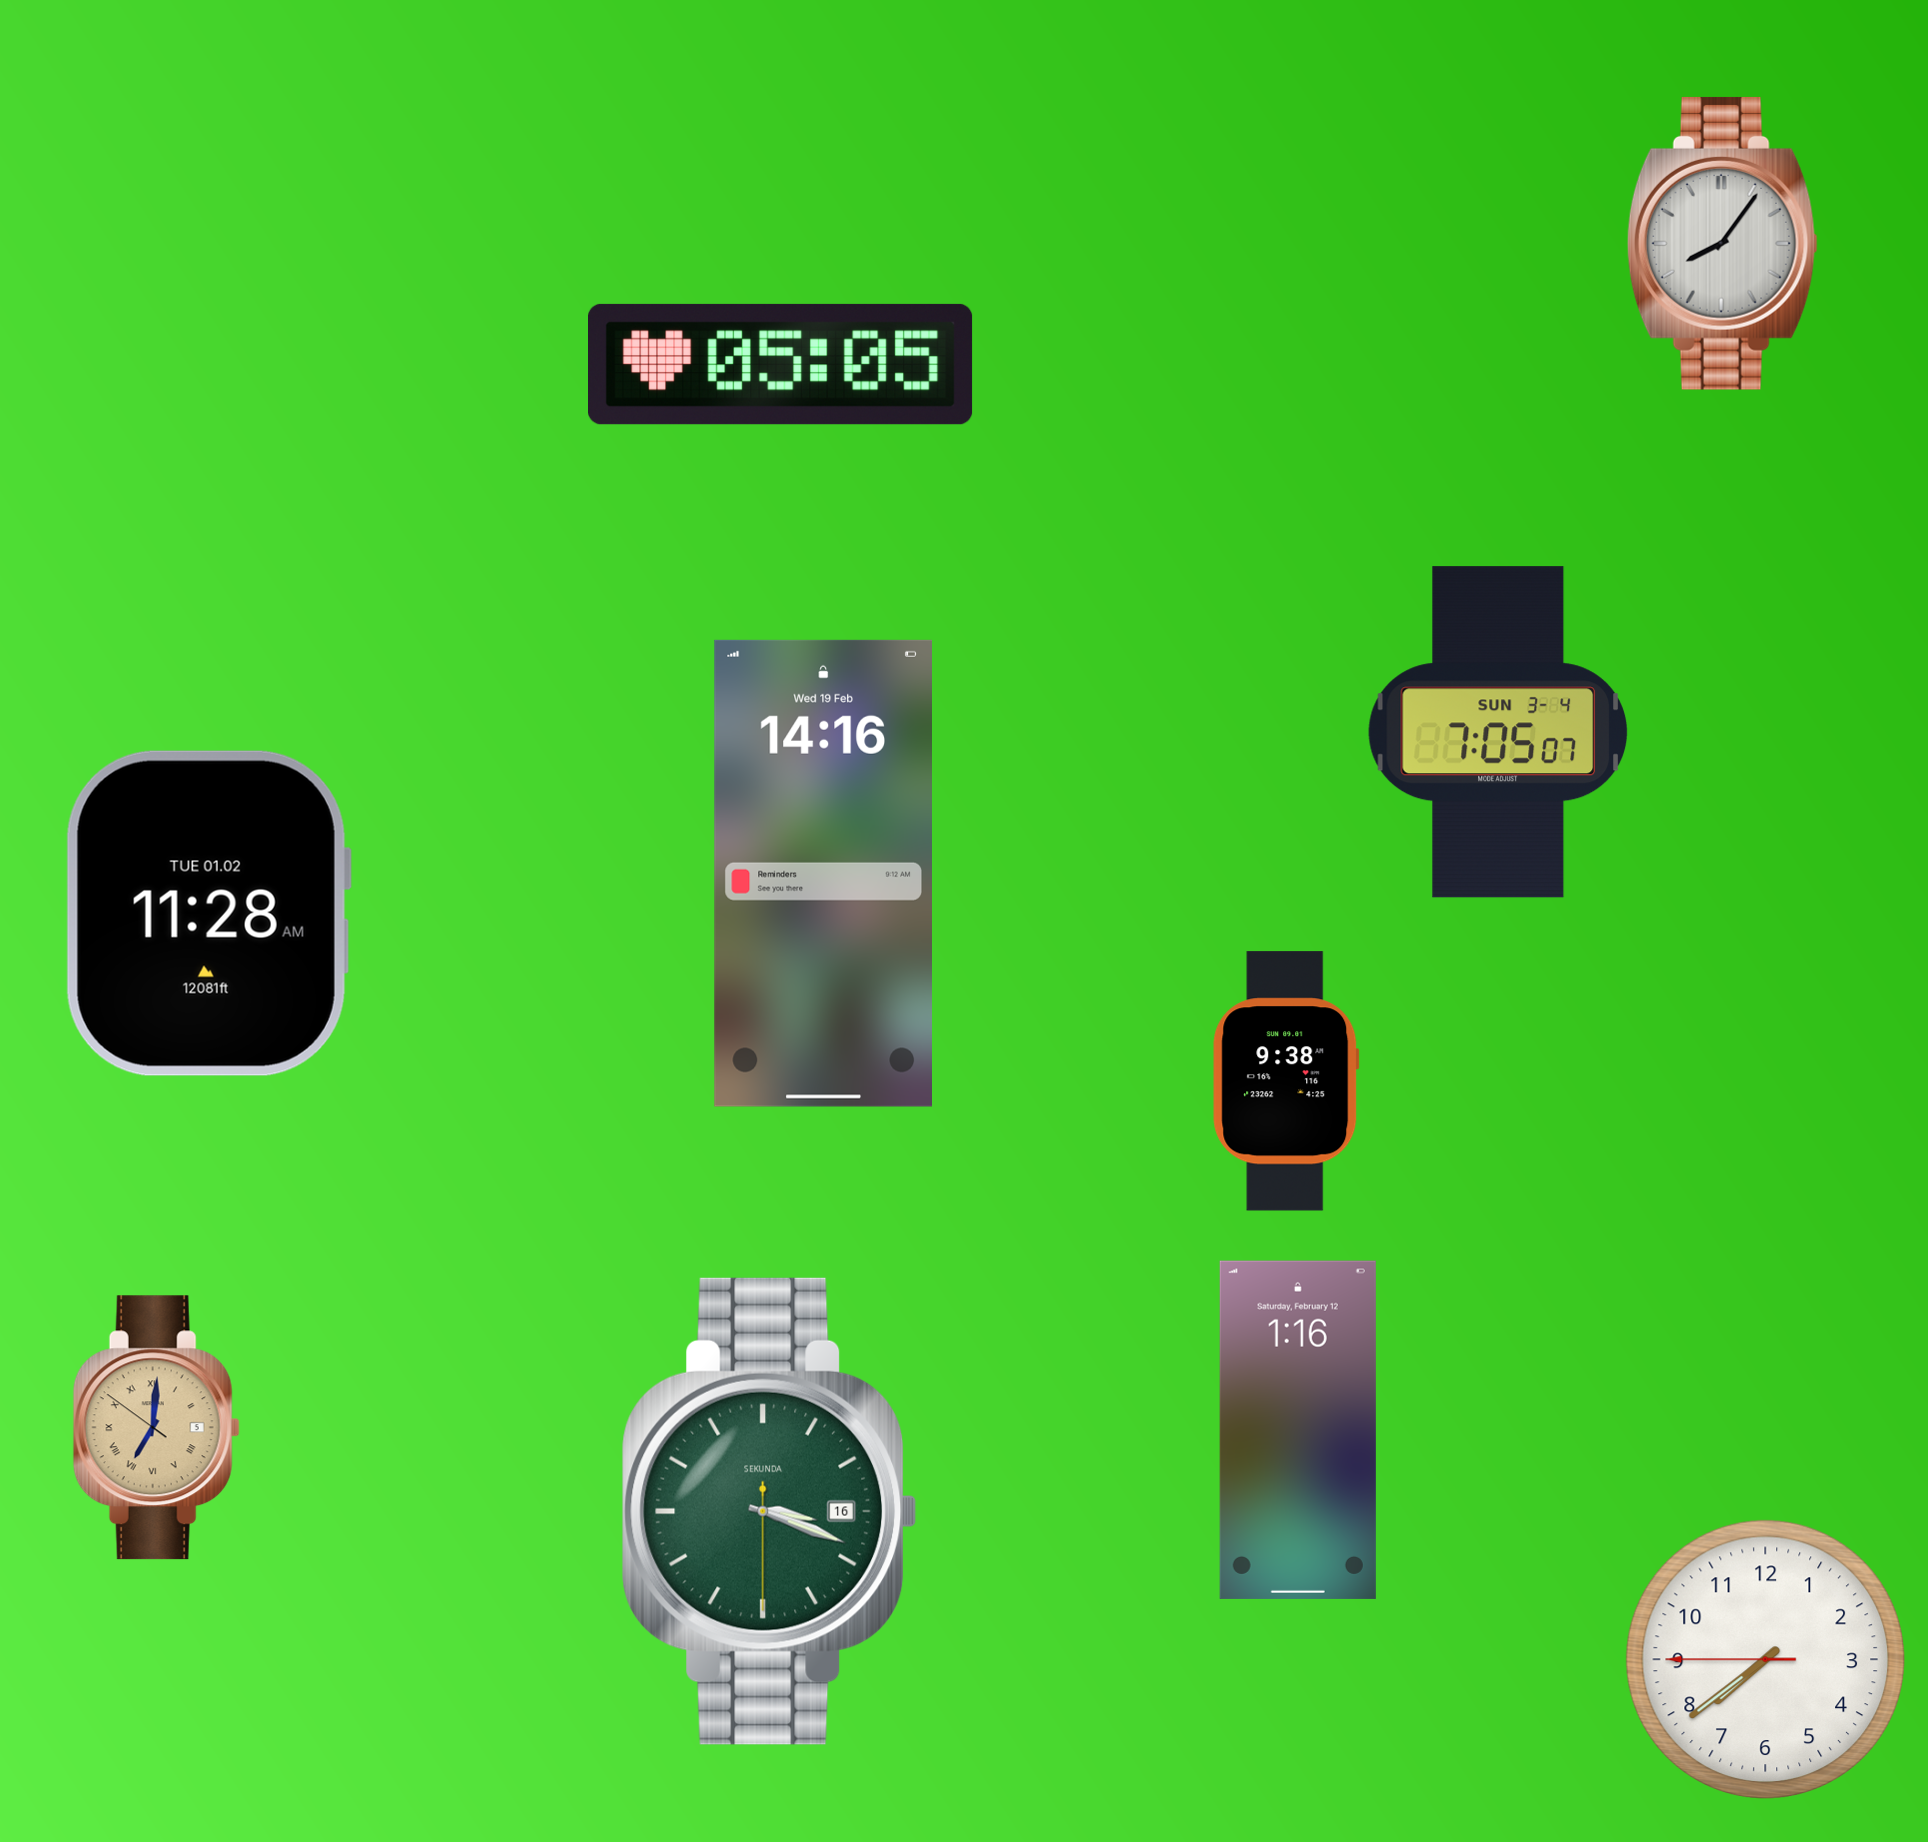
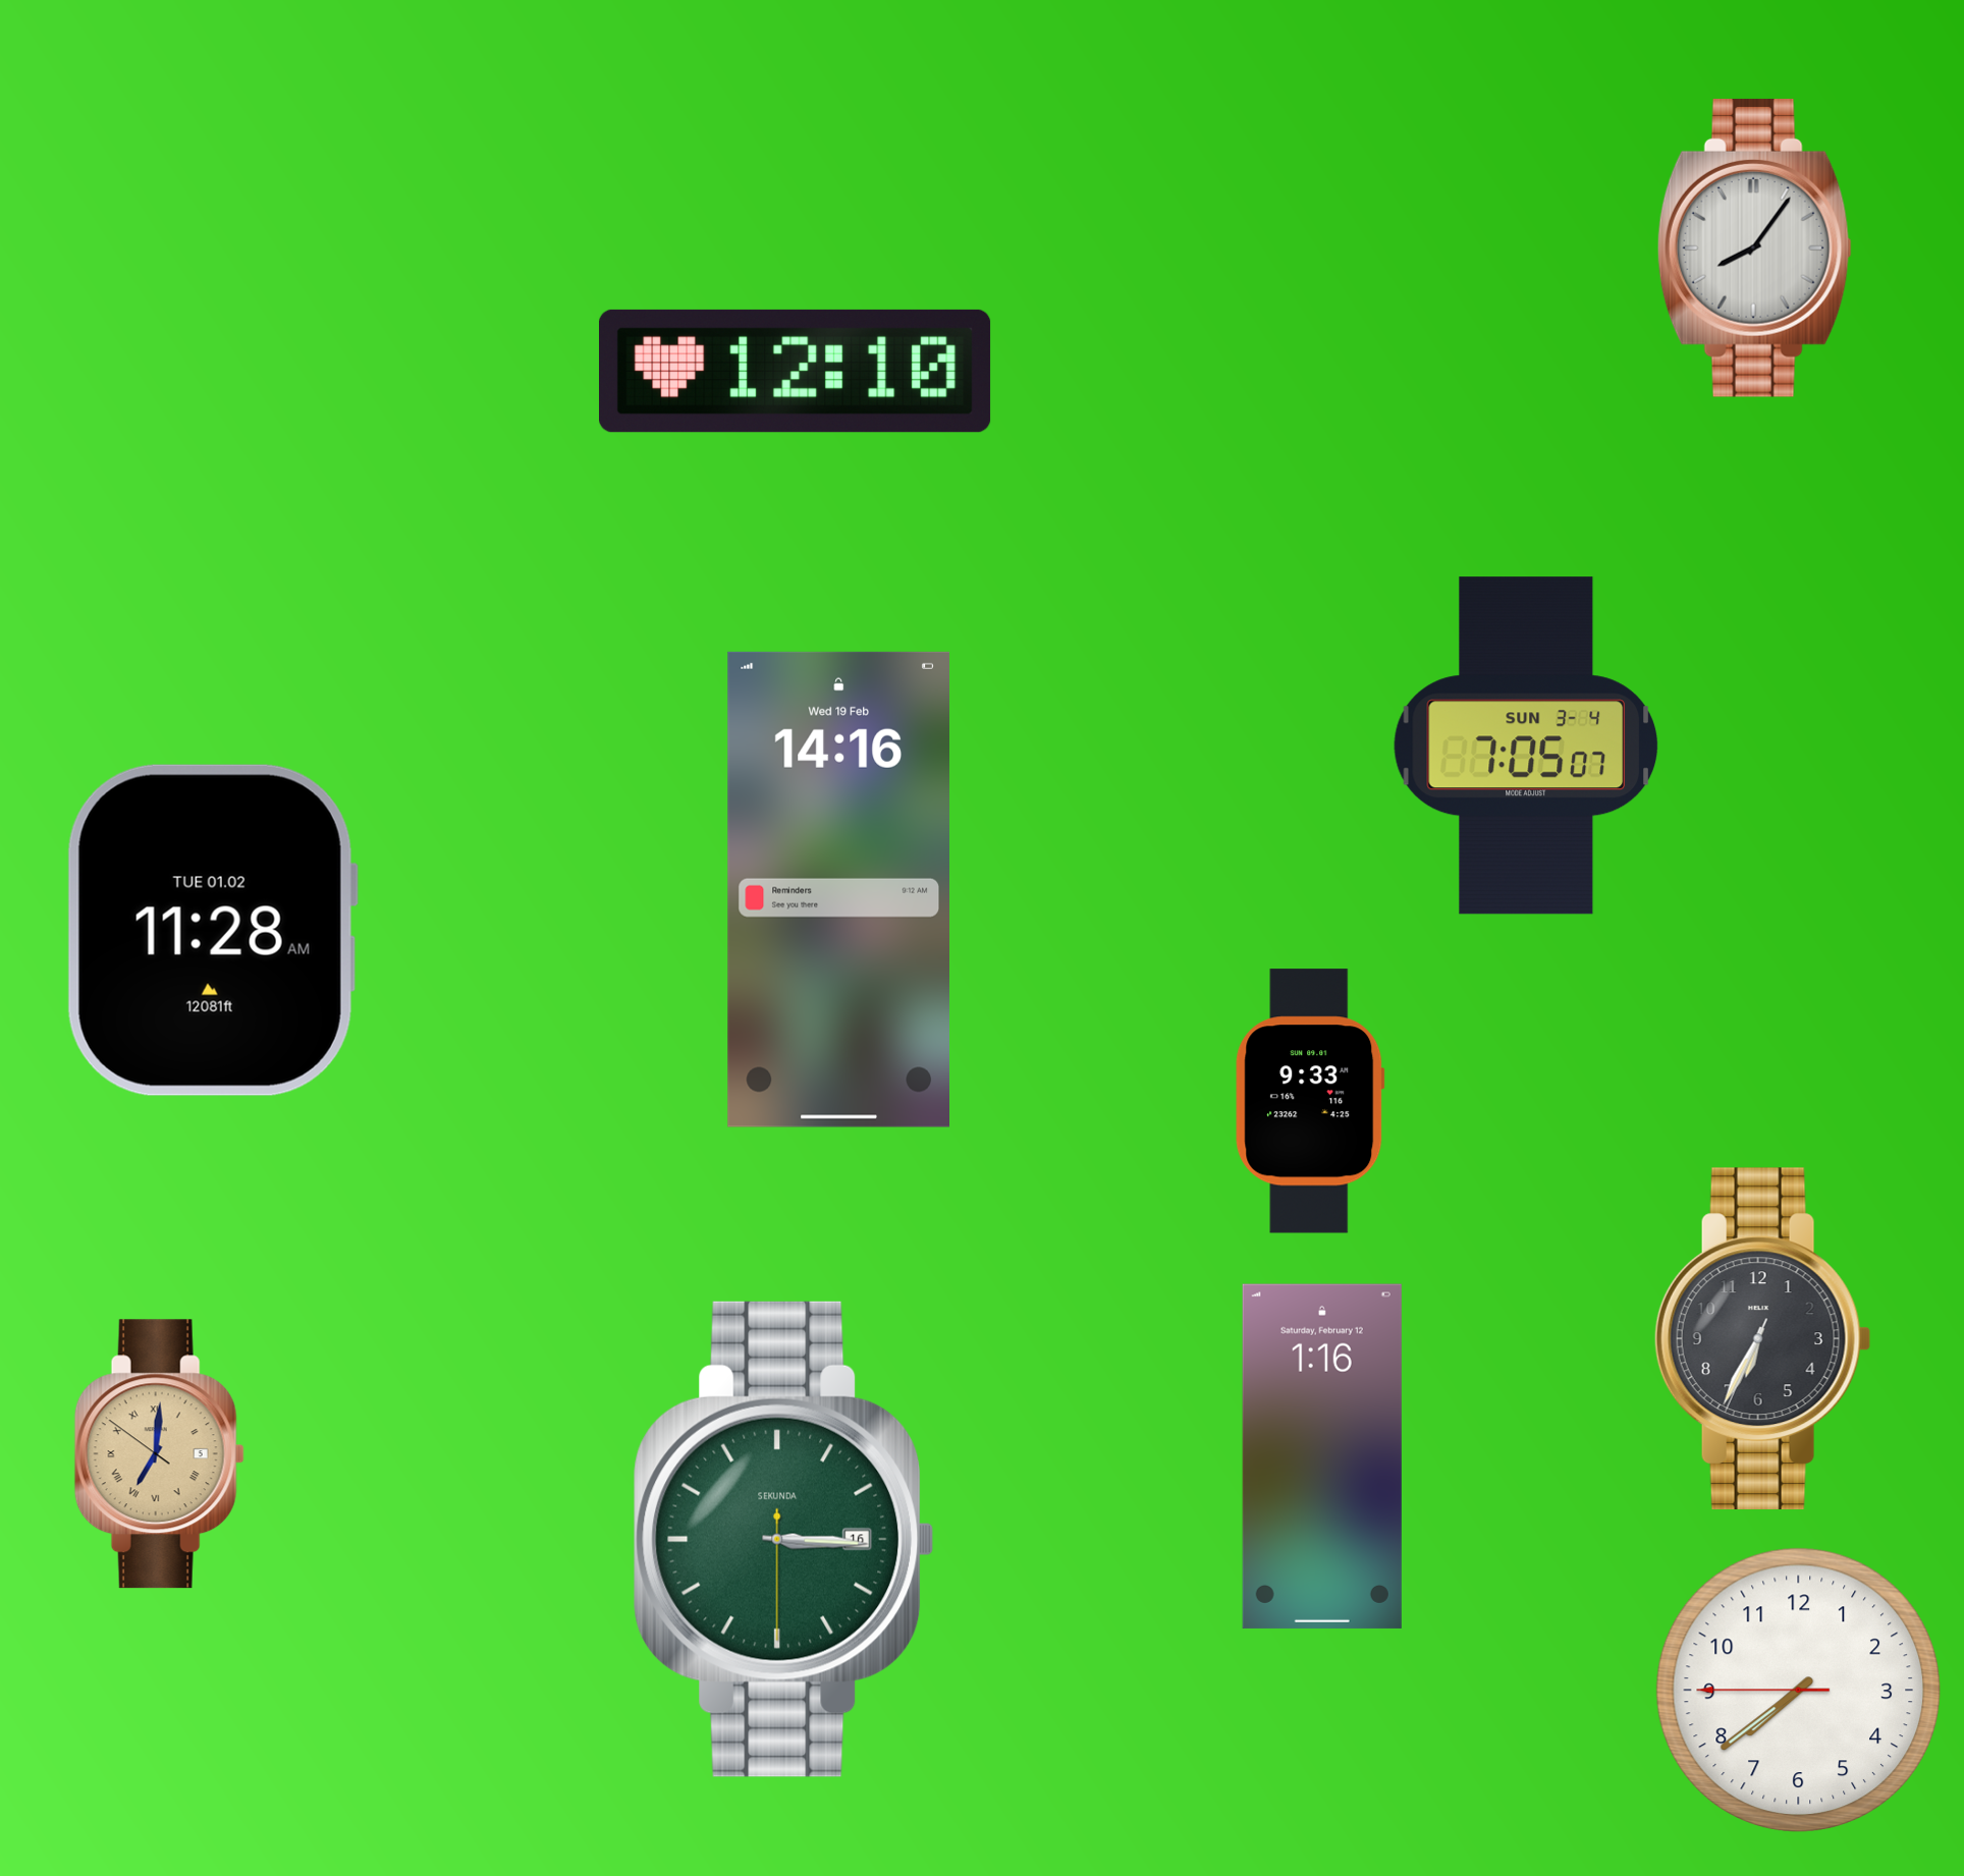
clock at (781, 364): 05:05 -> 12:10
clock at (1286, 1081): 9:38 -> 9:33
clock at (1762, 1338): none -> 6:34
clock at (770, 1511): 3:18 -> 3:15
